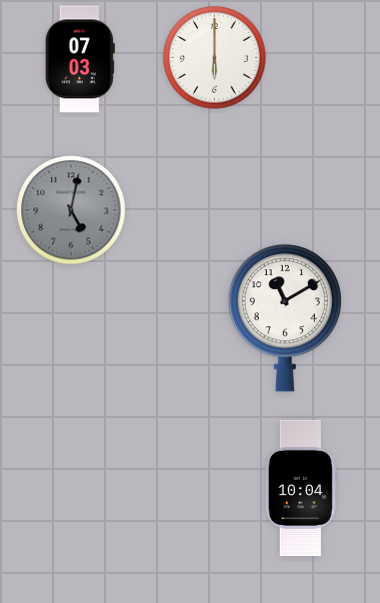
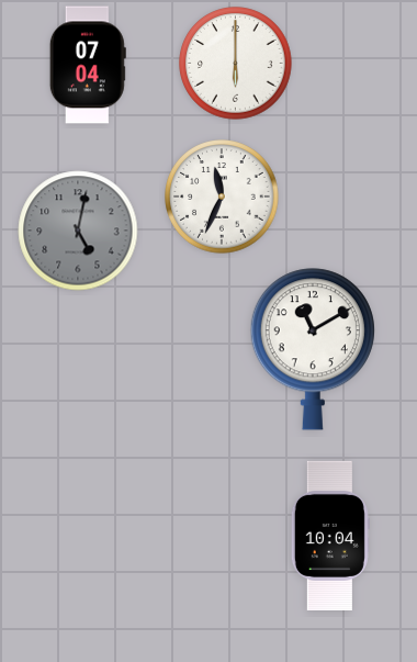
clock at (80, 59): 07:03 -> 07:04
clock at (222, 197): none -> 11:34
